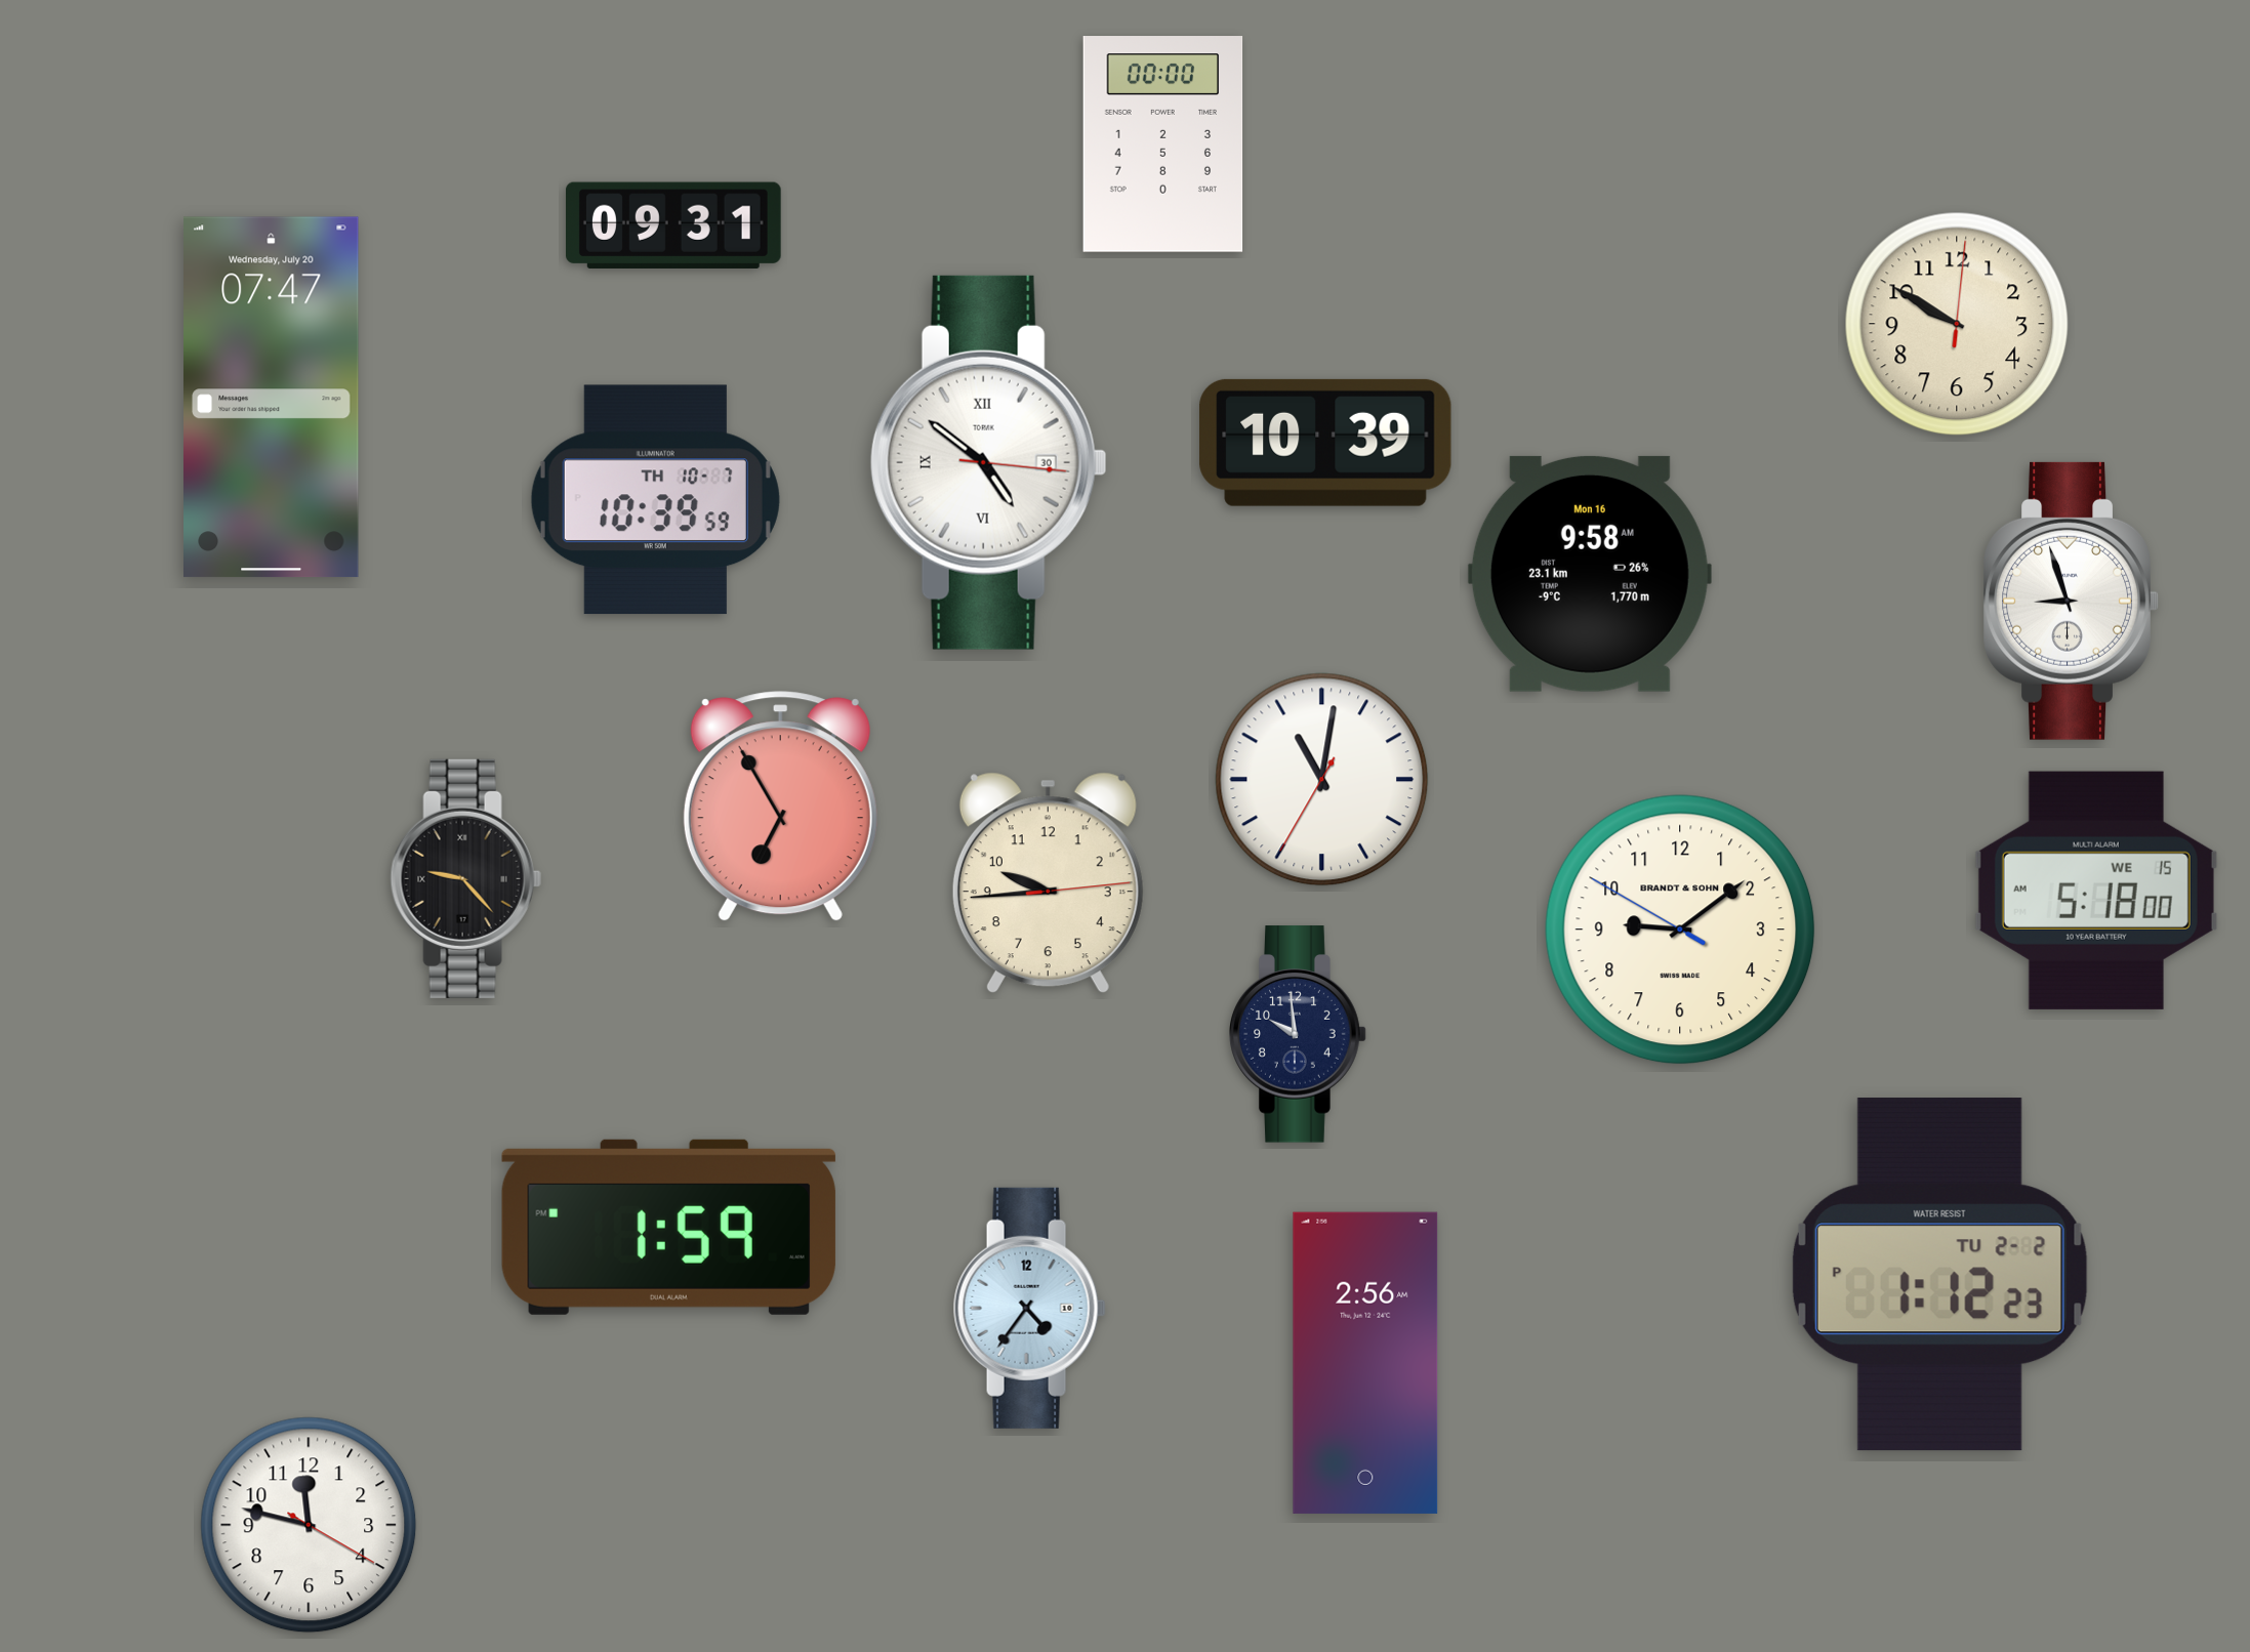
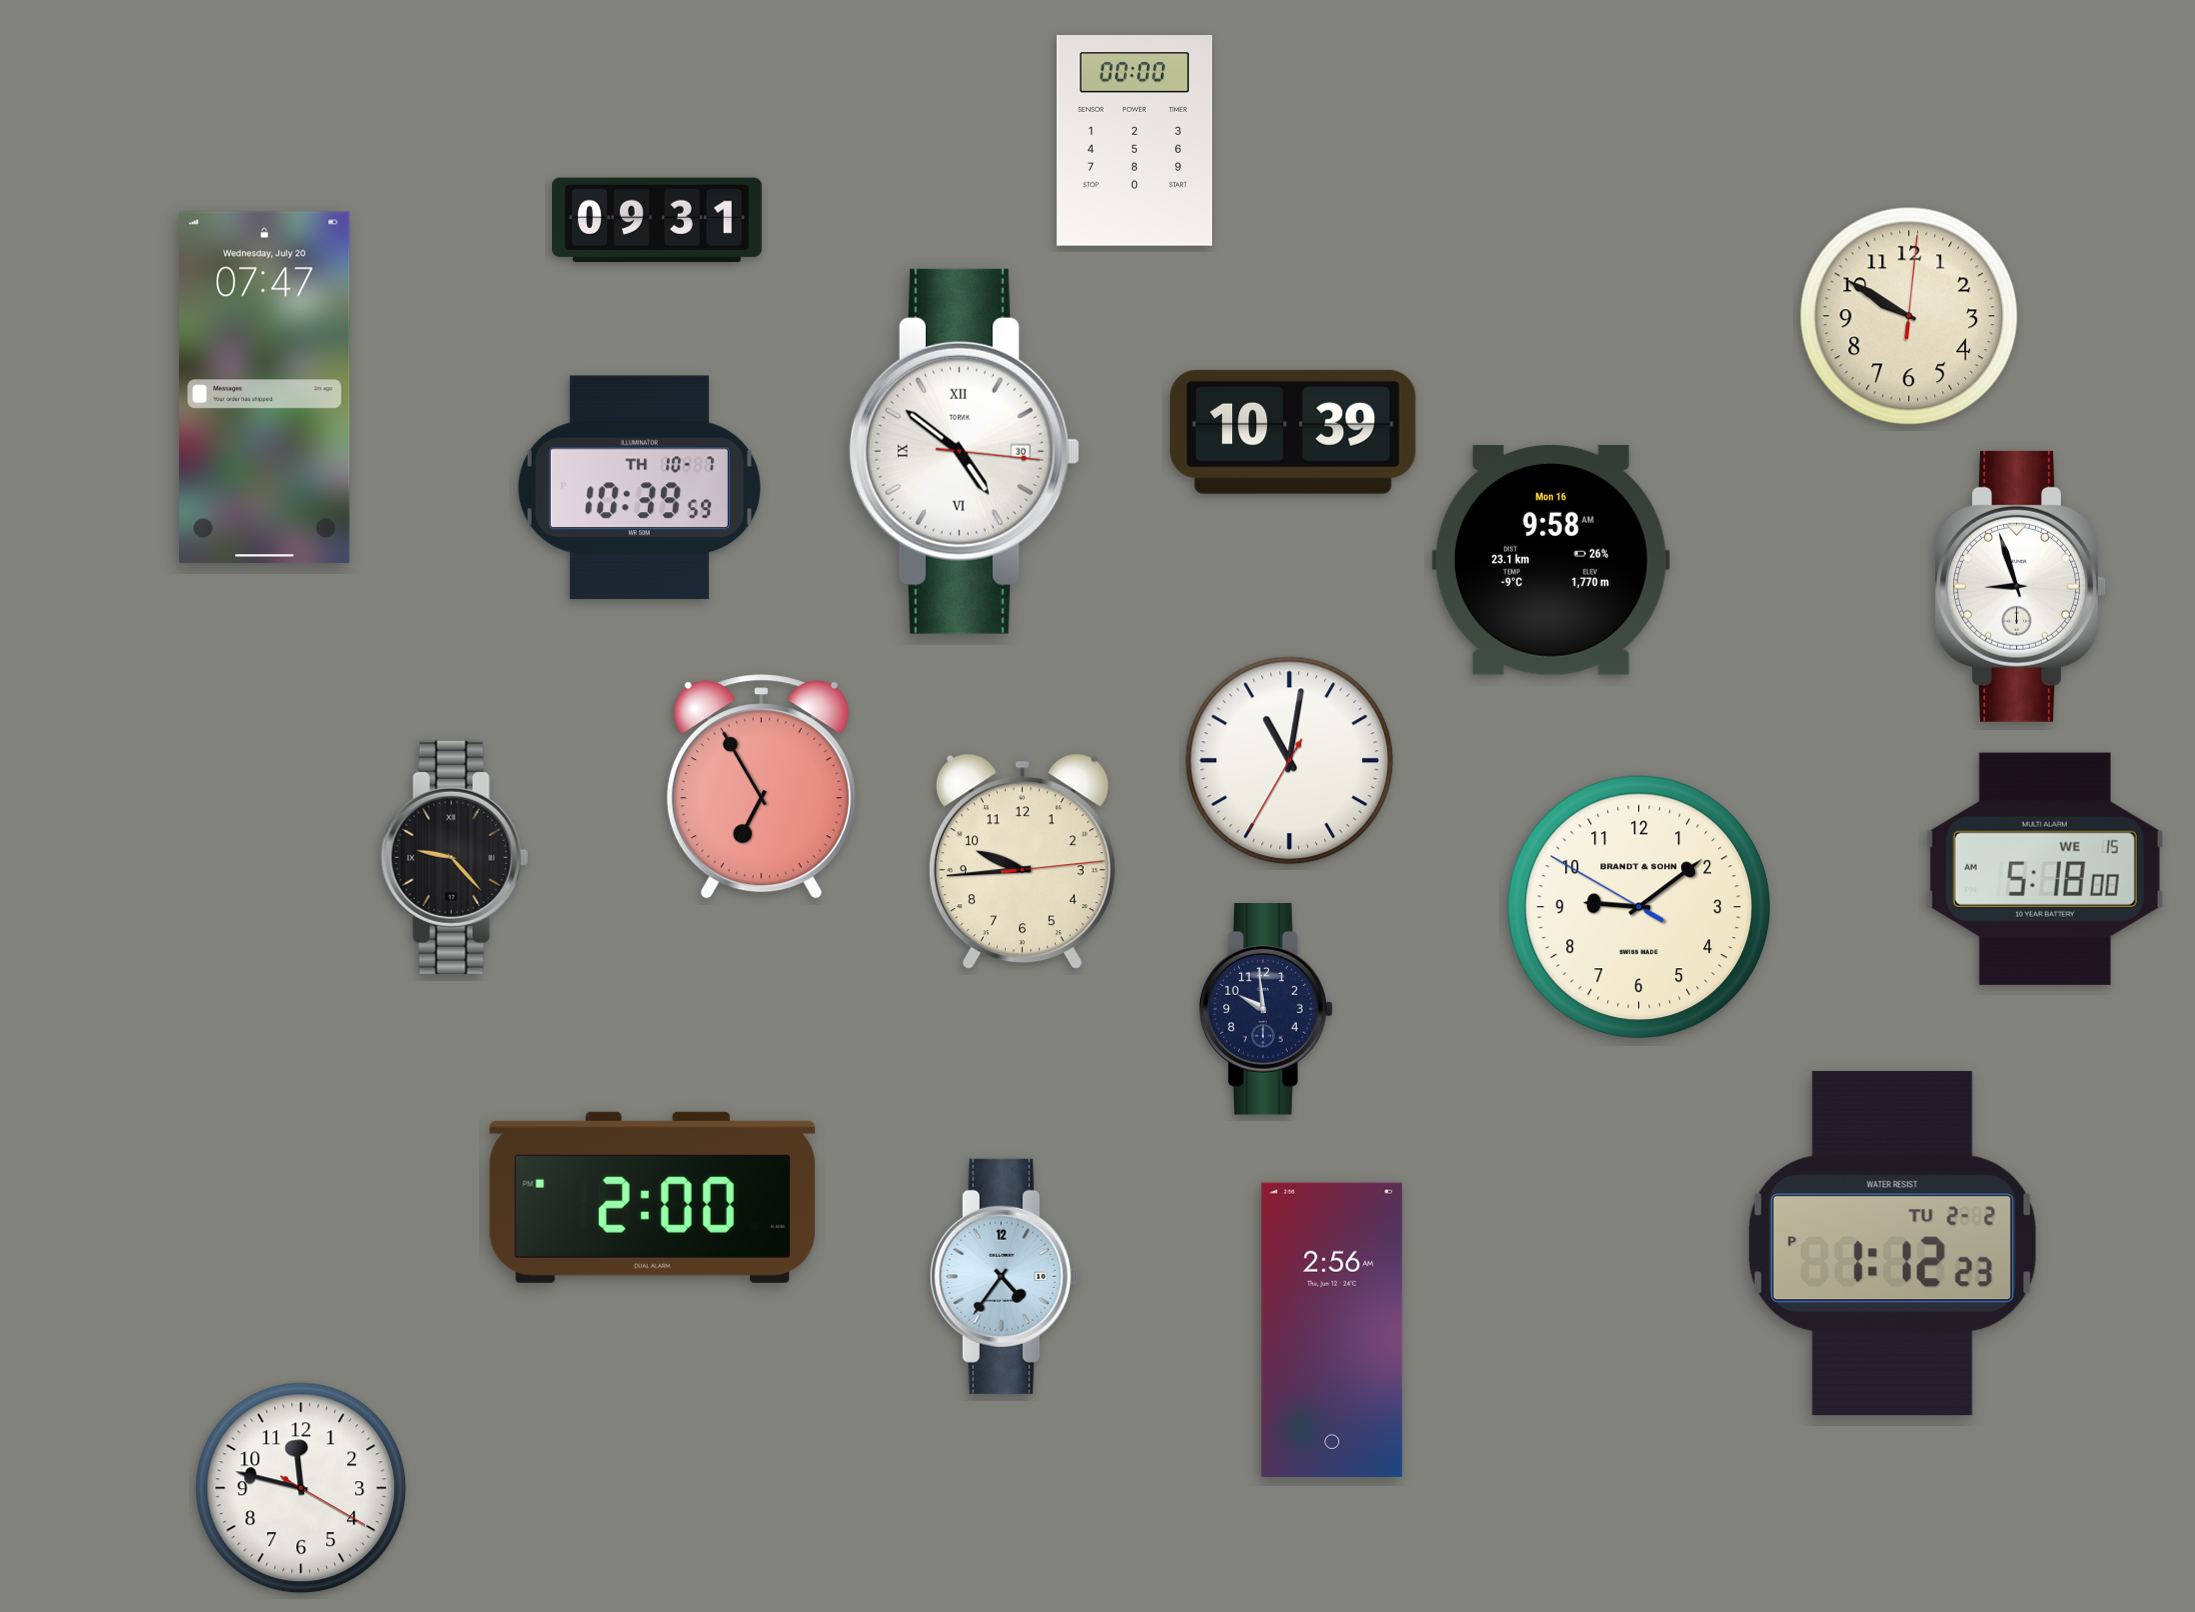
clock at (668, 1227): 1:59 -> 2:00
